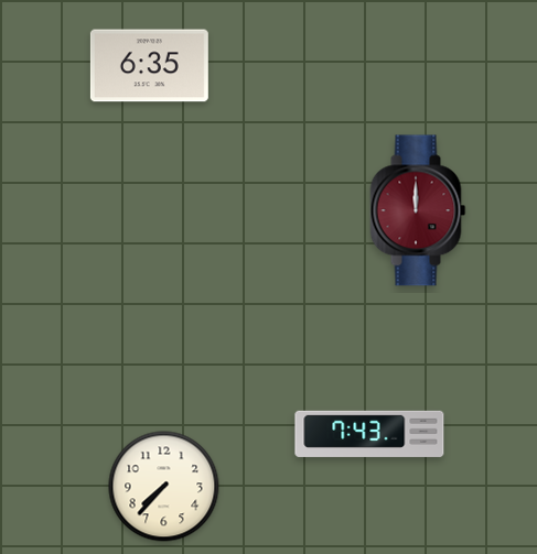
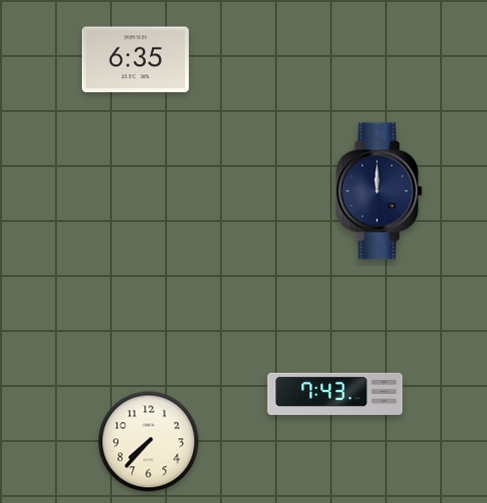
clock at (418, 210) dial: burgundy -> navy
